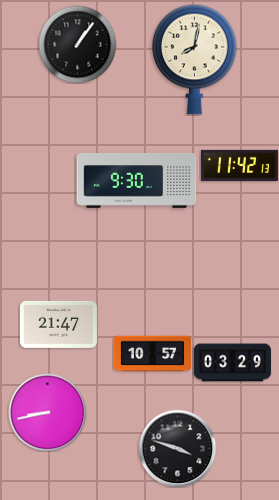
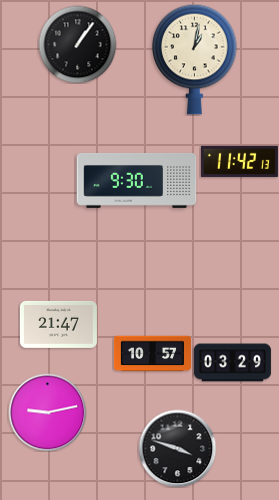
clock at (195, 59): 8:02 -> 1:02
clock at (239, 165) position: (239, 165) -> (239, 161)
clock at (47, 412): 8:43 -> 9:13
